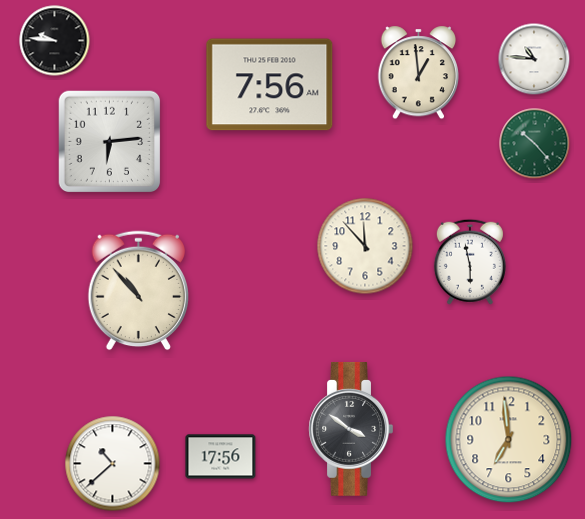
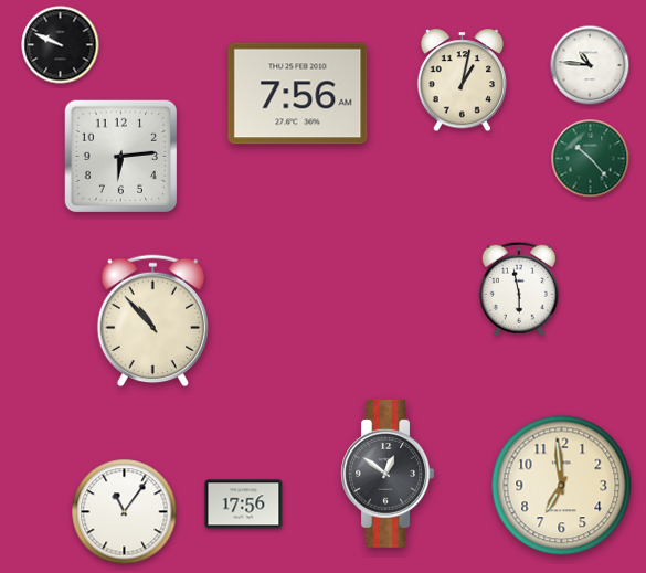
clock at (55, 41): 9:46 -> 9:49
clock at (418, 73): 12:59 -> 1:02
clock at (365, 246): 11:53 -> none
clock at (351, 430): 3:51 -> 12:51
clock at (113, 464): 10:38 -> 11:06
